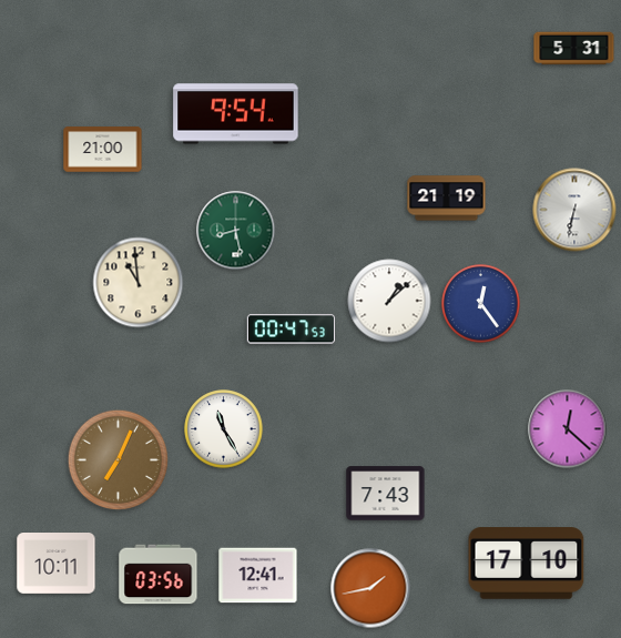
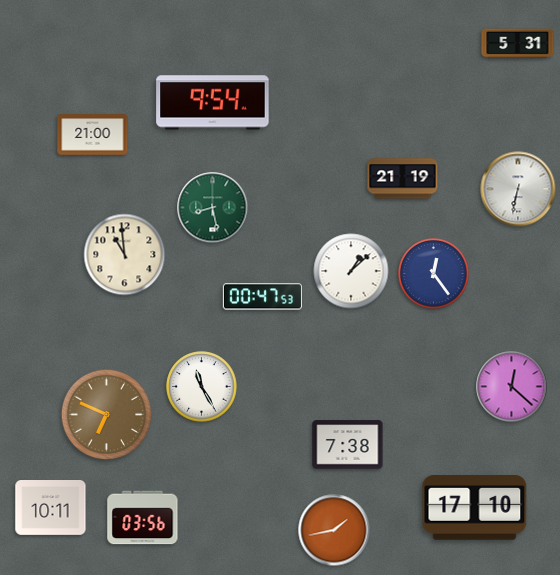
clock at (119, 460): 7:04 -> 6:49
clock at (386, 494): 7:43 -> 7:38
clock at (258, 576): 12:41 -> none
